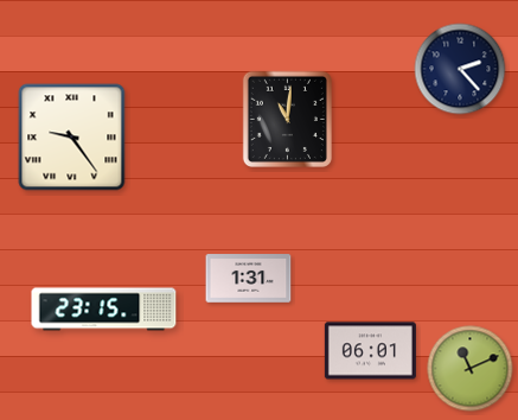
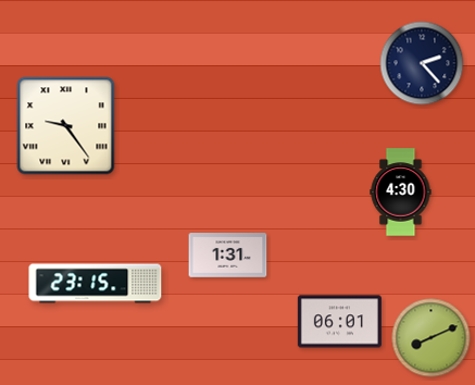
clock at (287, 119): 11:01 -> none
clock at (401, 192): none -> 4:30
clock at (471, 369): 11:11 -> 8:11
